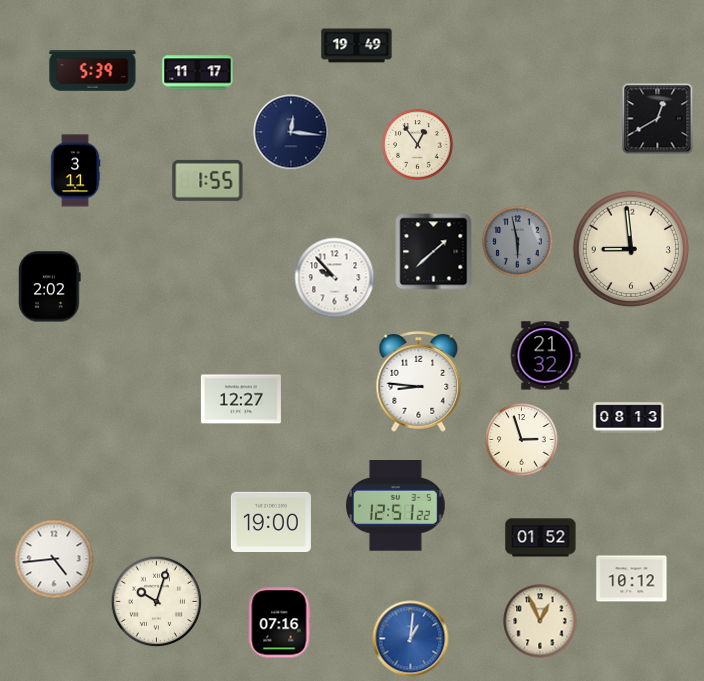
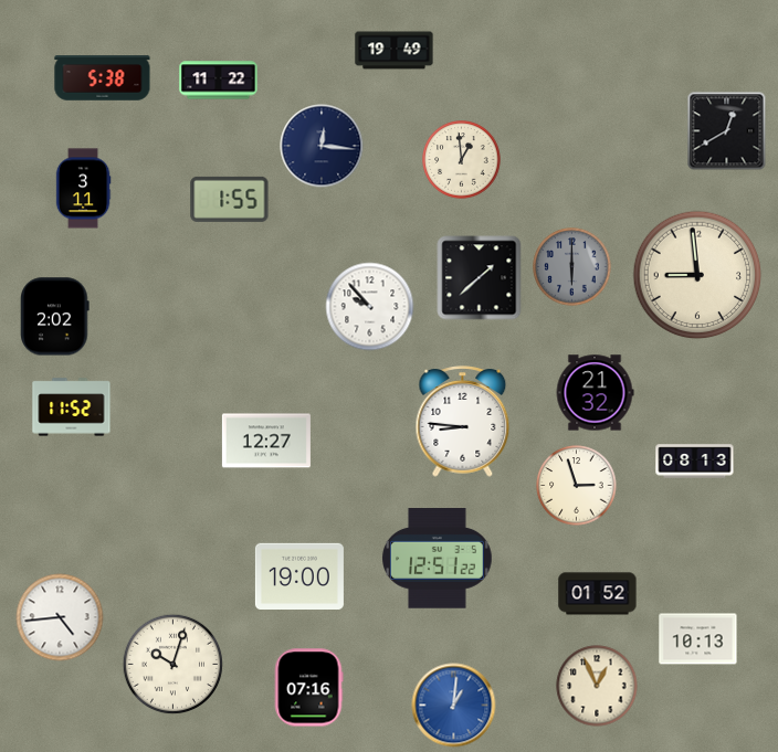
clock at (93, 71): 5:39 -> 5:38
clock at (198, 73): 11:17 -> 11:22
clock at (418, 145): 12:54 -> 12:59
clock at (518, 242): 5:58 -> 6:00
clock at (545, 356) position: (545, 356) -> (595, 393)
clock at (72, 407): none -> 11:52
clock at (632, 579): 10:12 -> 10:13
